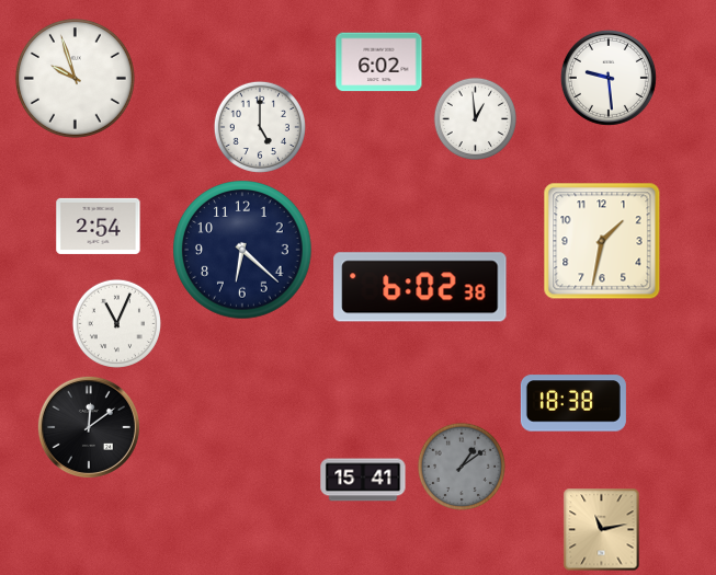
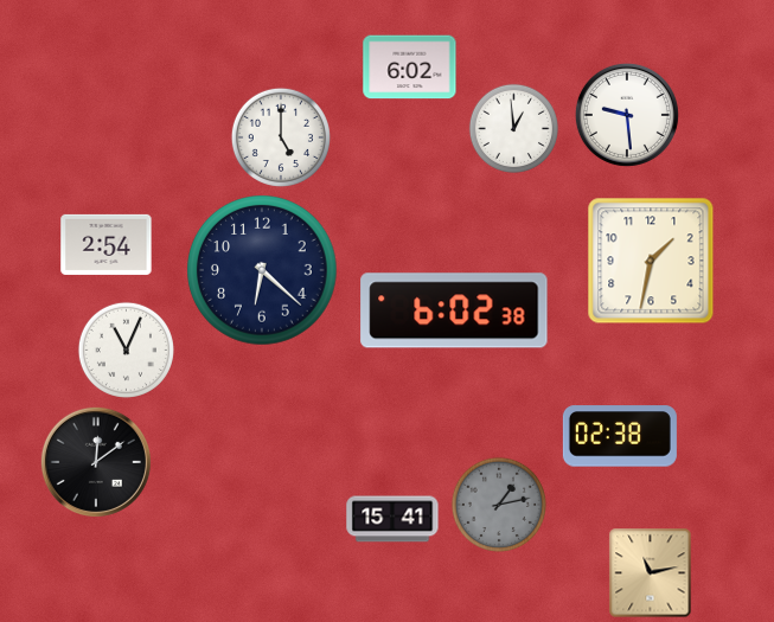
clock at (75, 78): 9:57 -> none
clock at (609, 78) position: (609, 78) -> (627, 115)
clock at (573, 403): 18:38 -> 02:38
clock at (462, 467): 1:09 -> 1:13
